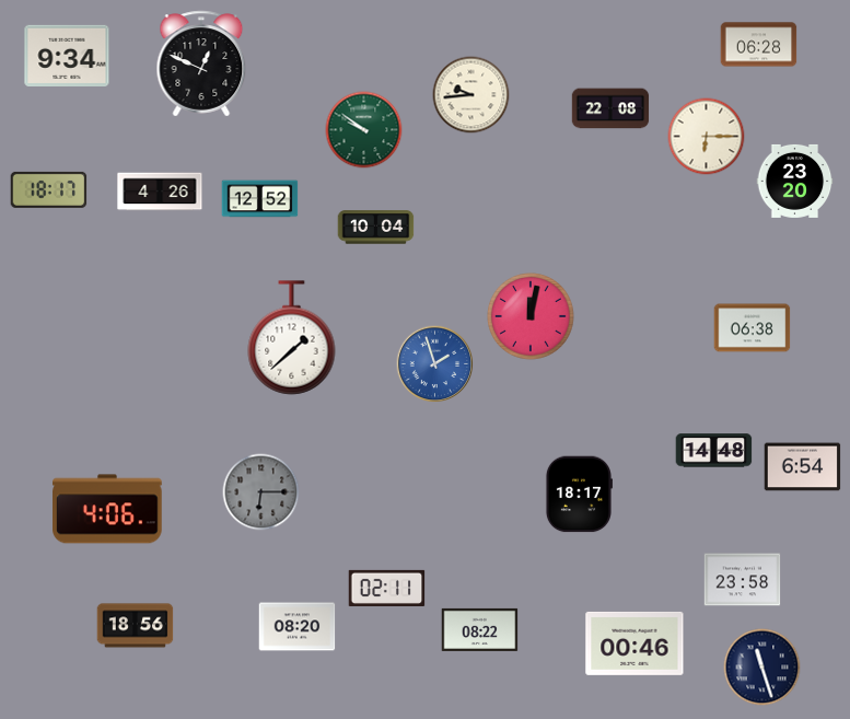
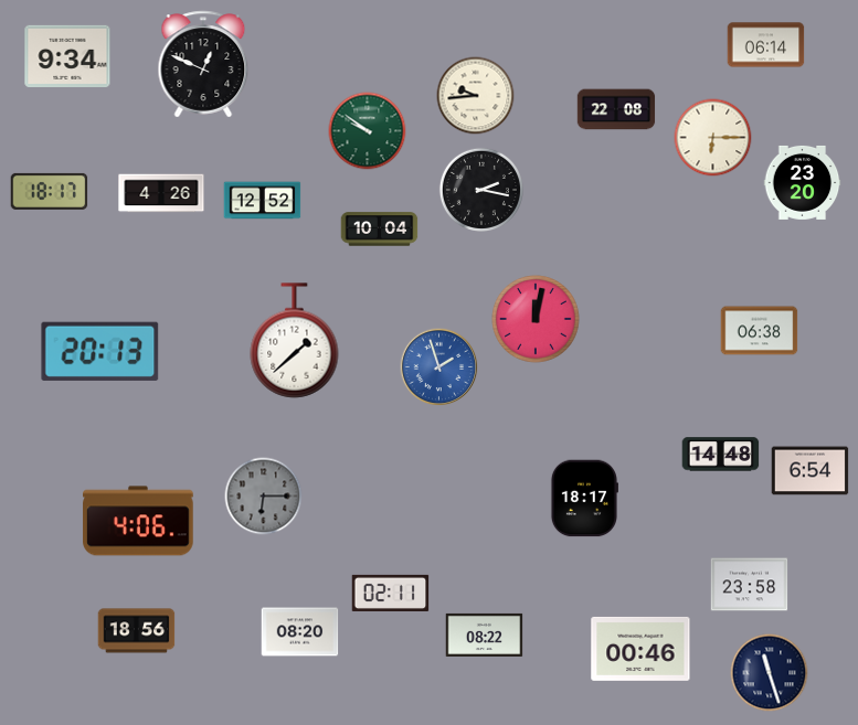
clock at (759, 45): 06:28 -> 06:14
clock at (481, 190): none -> 2:17
clock at (100, 351): none -> 20:13
clock at (107, 509) position: (107, 509) -> (138, 521)
